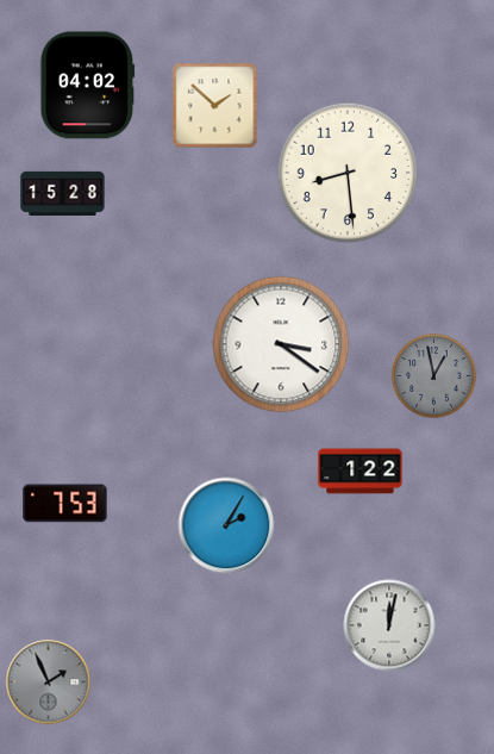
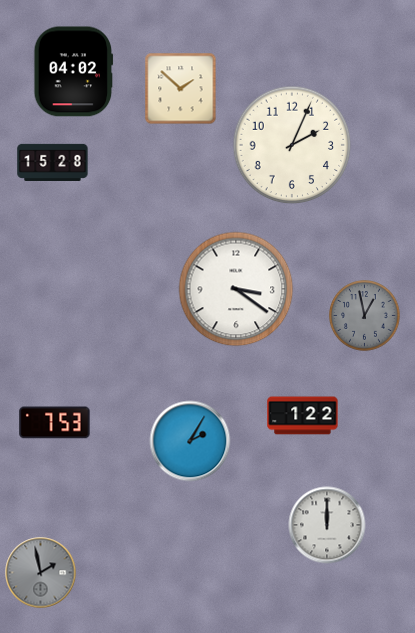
clock at (348, 173): 8:29 -> 2:04
clock at (361, 472) position: (361, 472) -> (303, 416)
clock at (389, 625): 12:02 -> 12:00
clock at (49, 683): 1:56 -> 1:58
